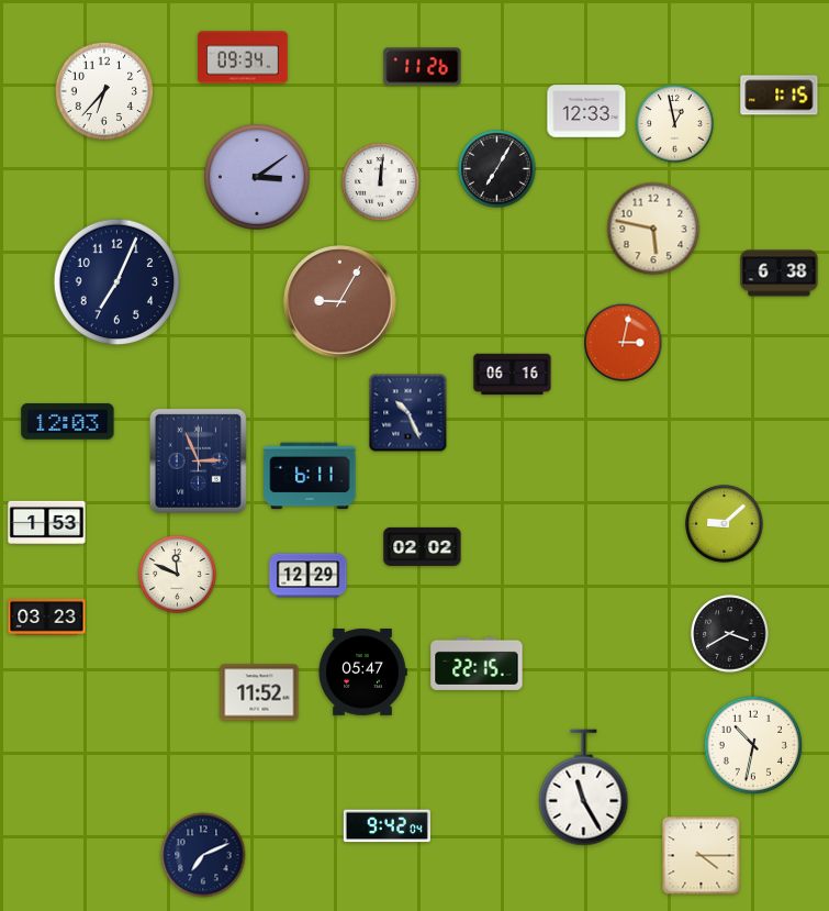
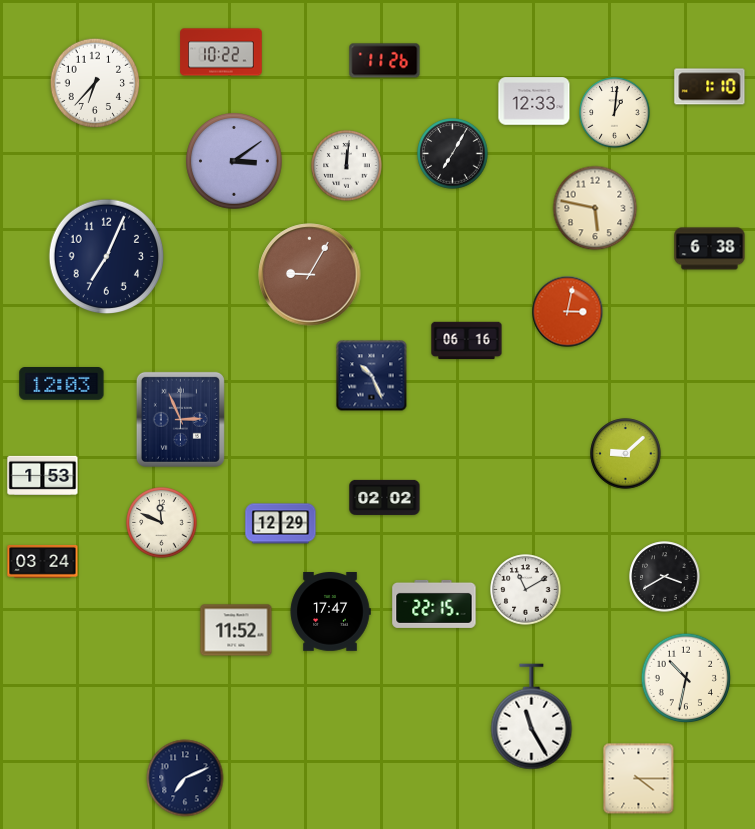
clock at (243, 57): 09:34 -> 10:22
clock at (780, 96): 1:15 -> 1:10
clock at (675, 124): 12:58 -> 1:01
clock at (310, 476): 6:11 -> none
clock at (725, 524) position: (725, 524) -> (626, 454)
clock at (47, 618): 03:23 -> 03:24
clock at (526, 590): none -> 11:10
clock at (362, 673): 05:47 -> 17:47
clock at (387, 826): 9:42 -> none
